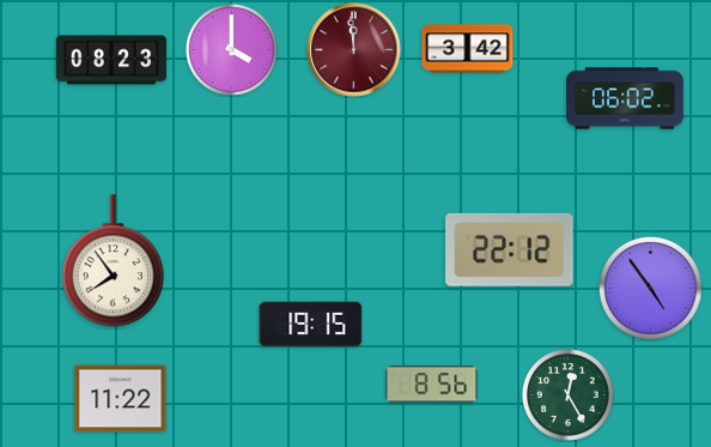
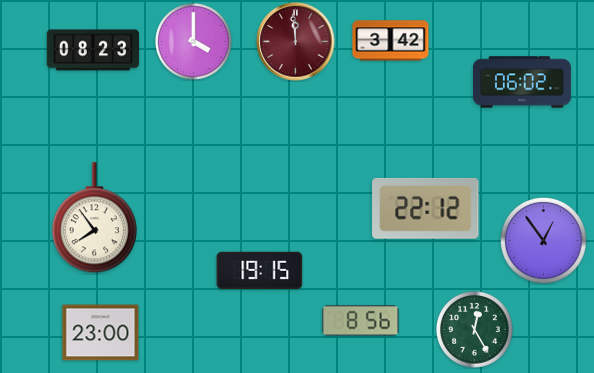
clock at (650, 288): 4:54 -> 12:54
clock at (121, 399): 11:22 -> 23:00
